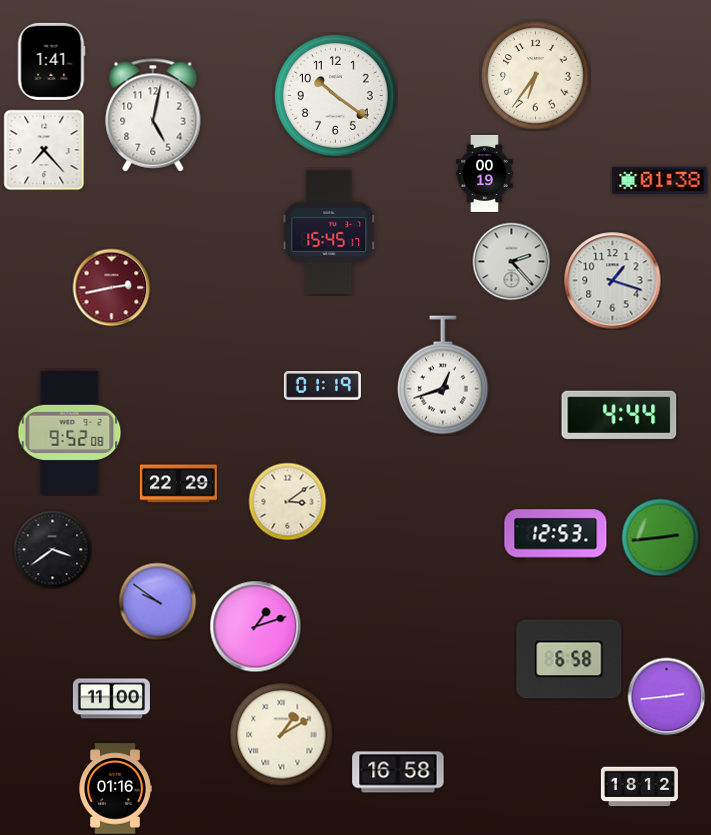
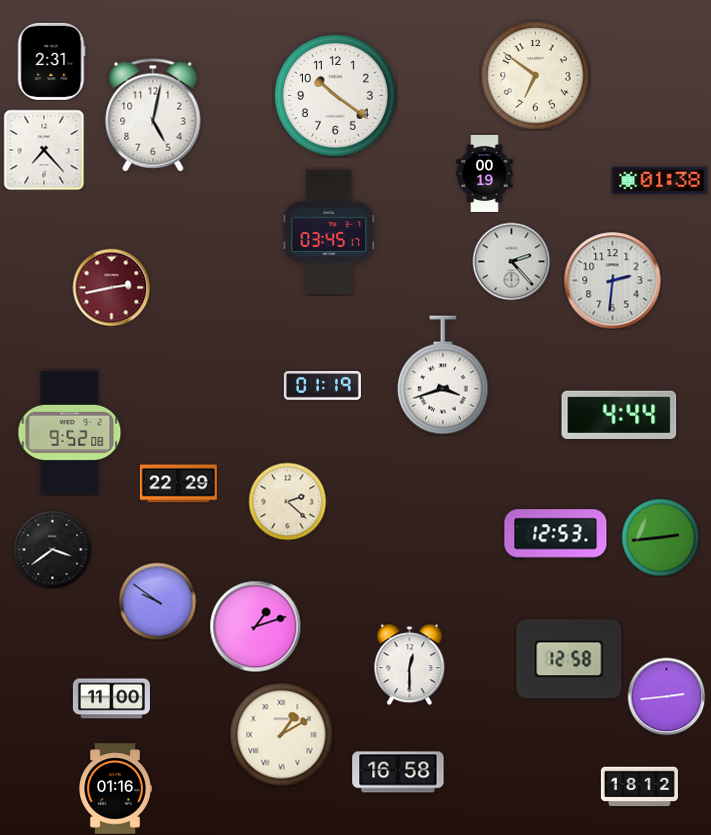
clock at (51, 61): 1:41 -> 2:31
clock at (536, 76): 6:36 -> 6:51
clock at (329, 231): 15:45 -> 03:45
clock at (613, 281): 1:18 -> 2:31
clock at (443, 375): 12:42 -> 3:42
clock at (287, 501): 3:09 -> 2:22
clock at (569, 659): 6:58 -> 12:58
clock at (410, 664): none -> 12:30
